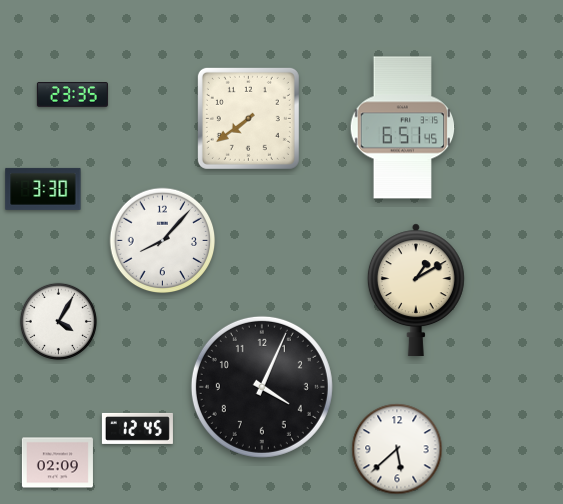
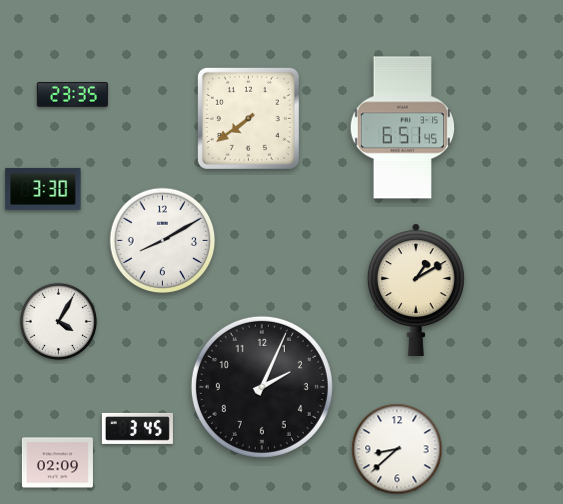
clock at (163, 241): 8:07 -> 8:10
clock at (262, 387): 4:04 -> 2:04
clock at (137, 428): 12:45 -> 3:45
clock at (397, 449): 5:38 -> 8:38
